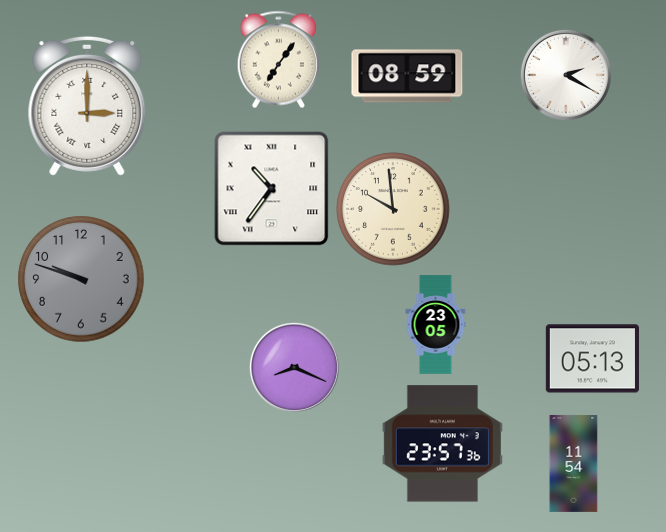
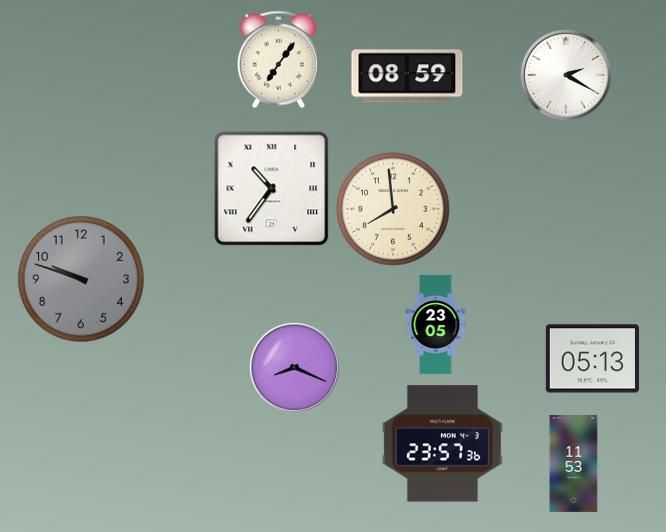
clock at (87, 106): 3:00 -> none
clock at (394, 210): 9:59 -> 7:59
clock at (574, 463): 11:54 -> 11:53
